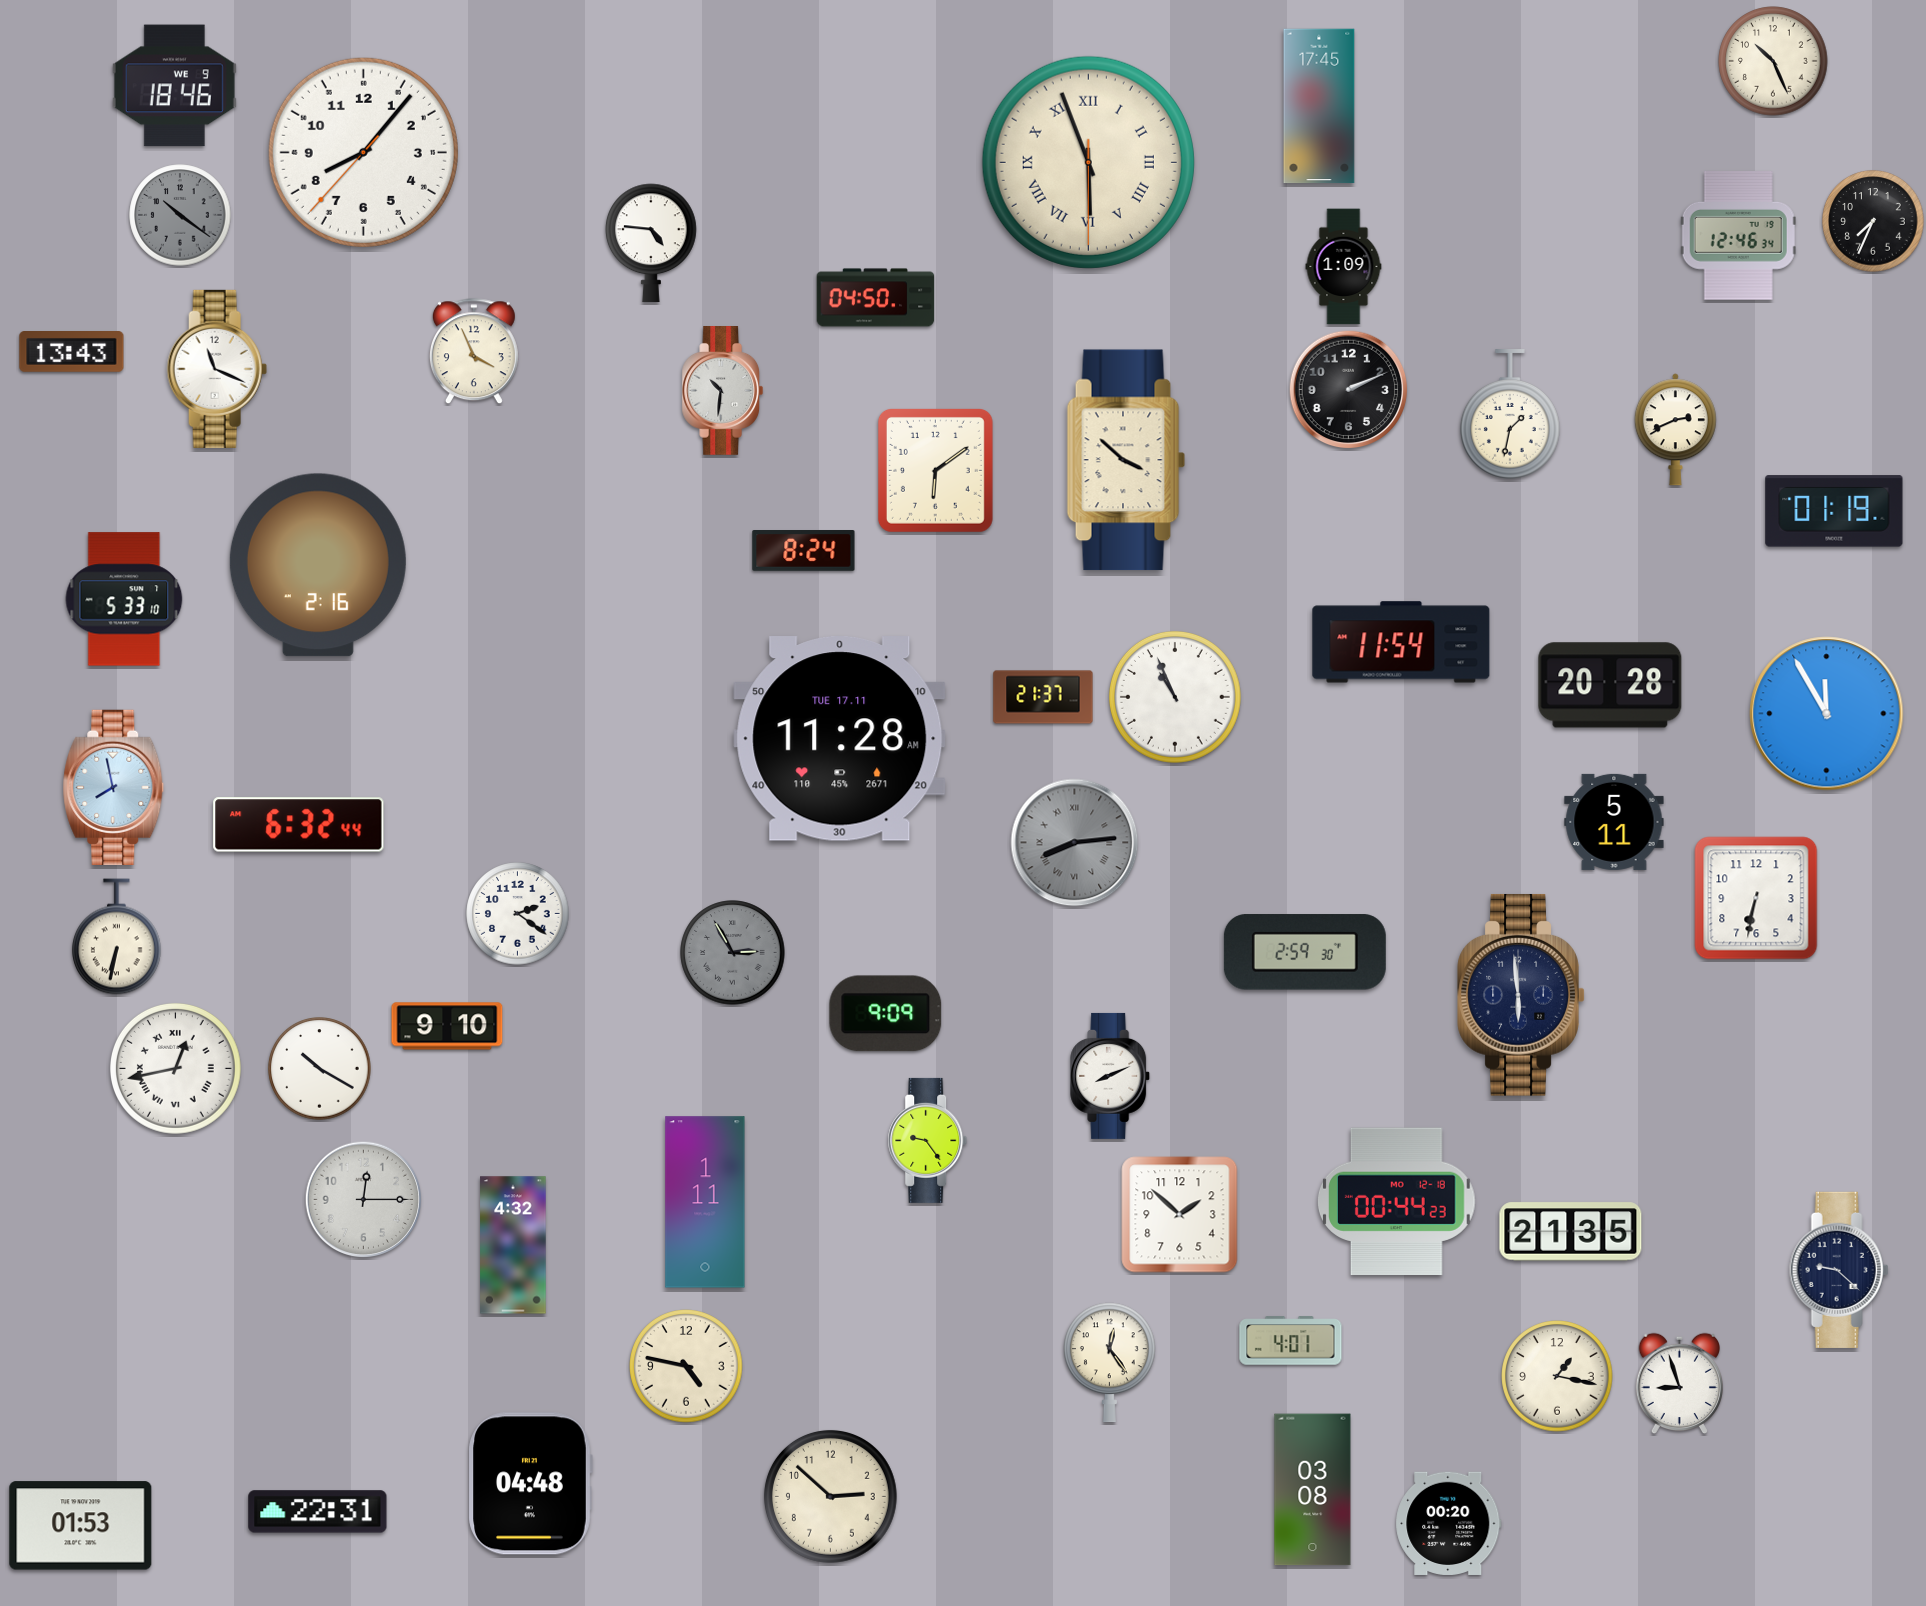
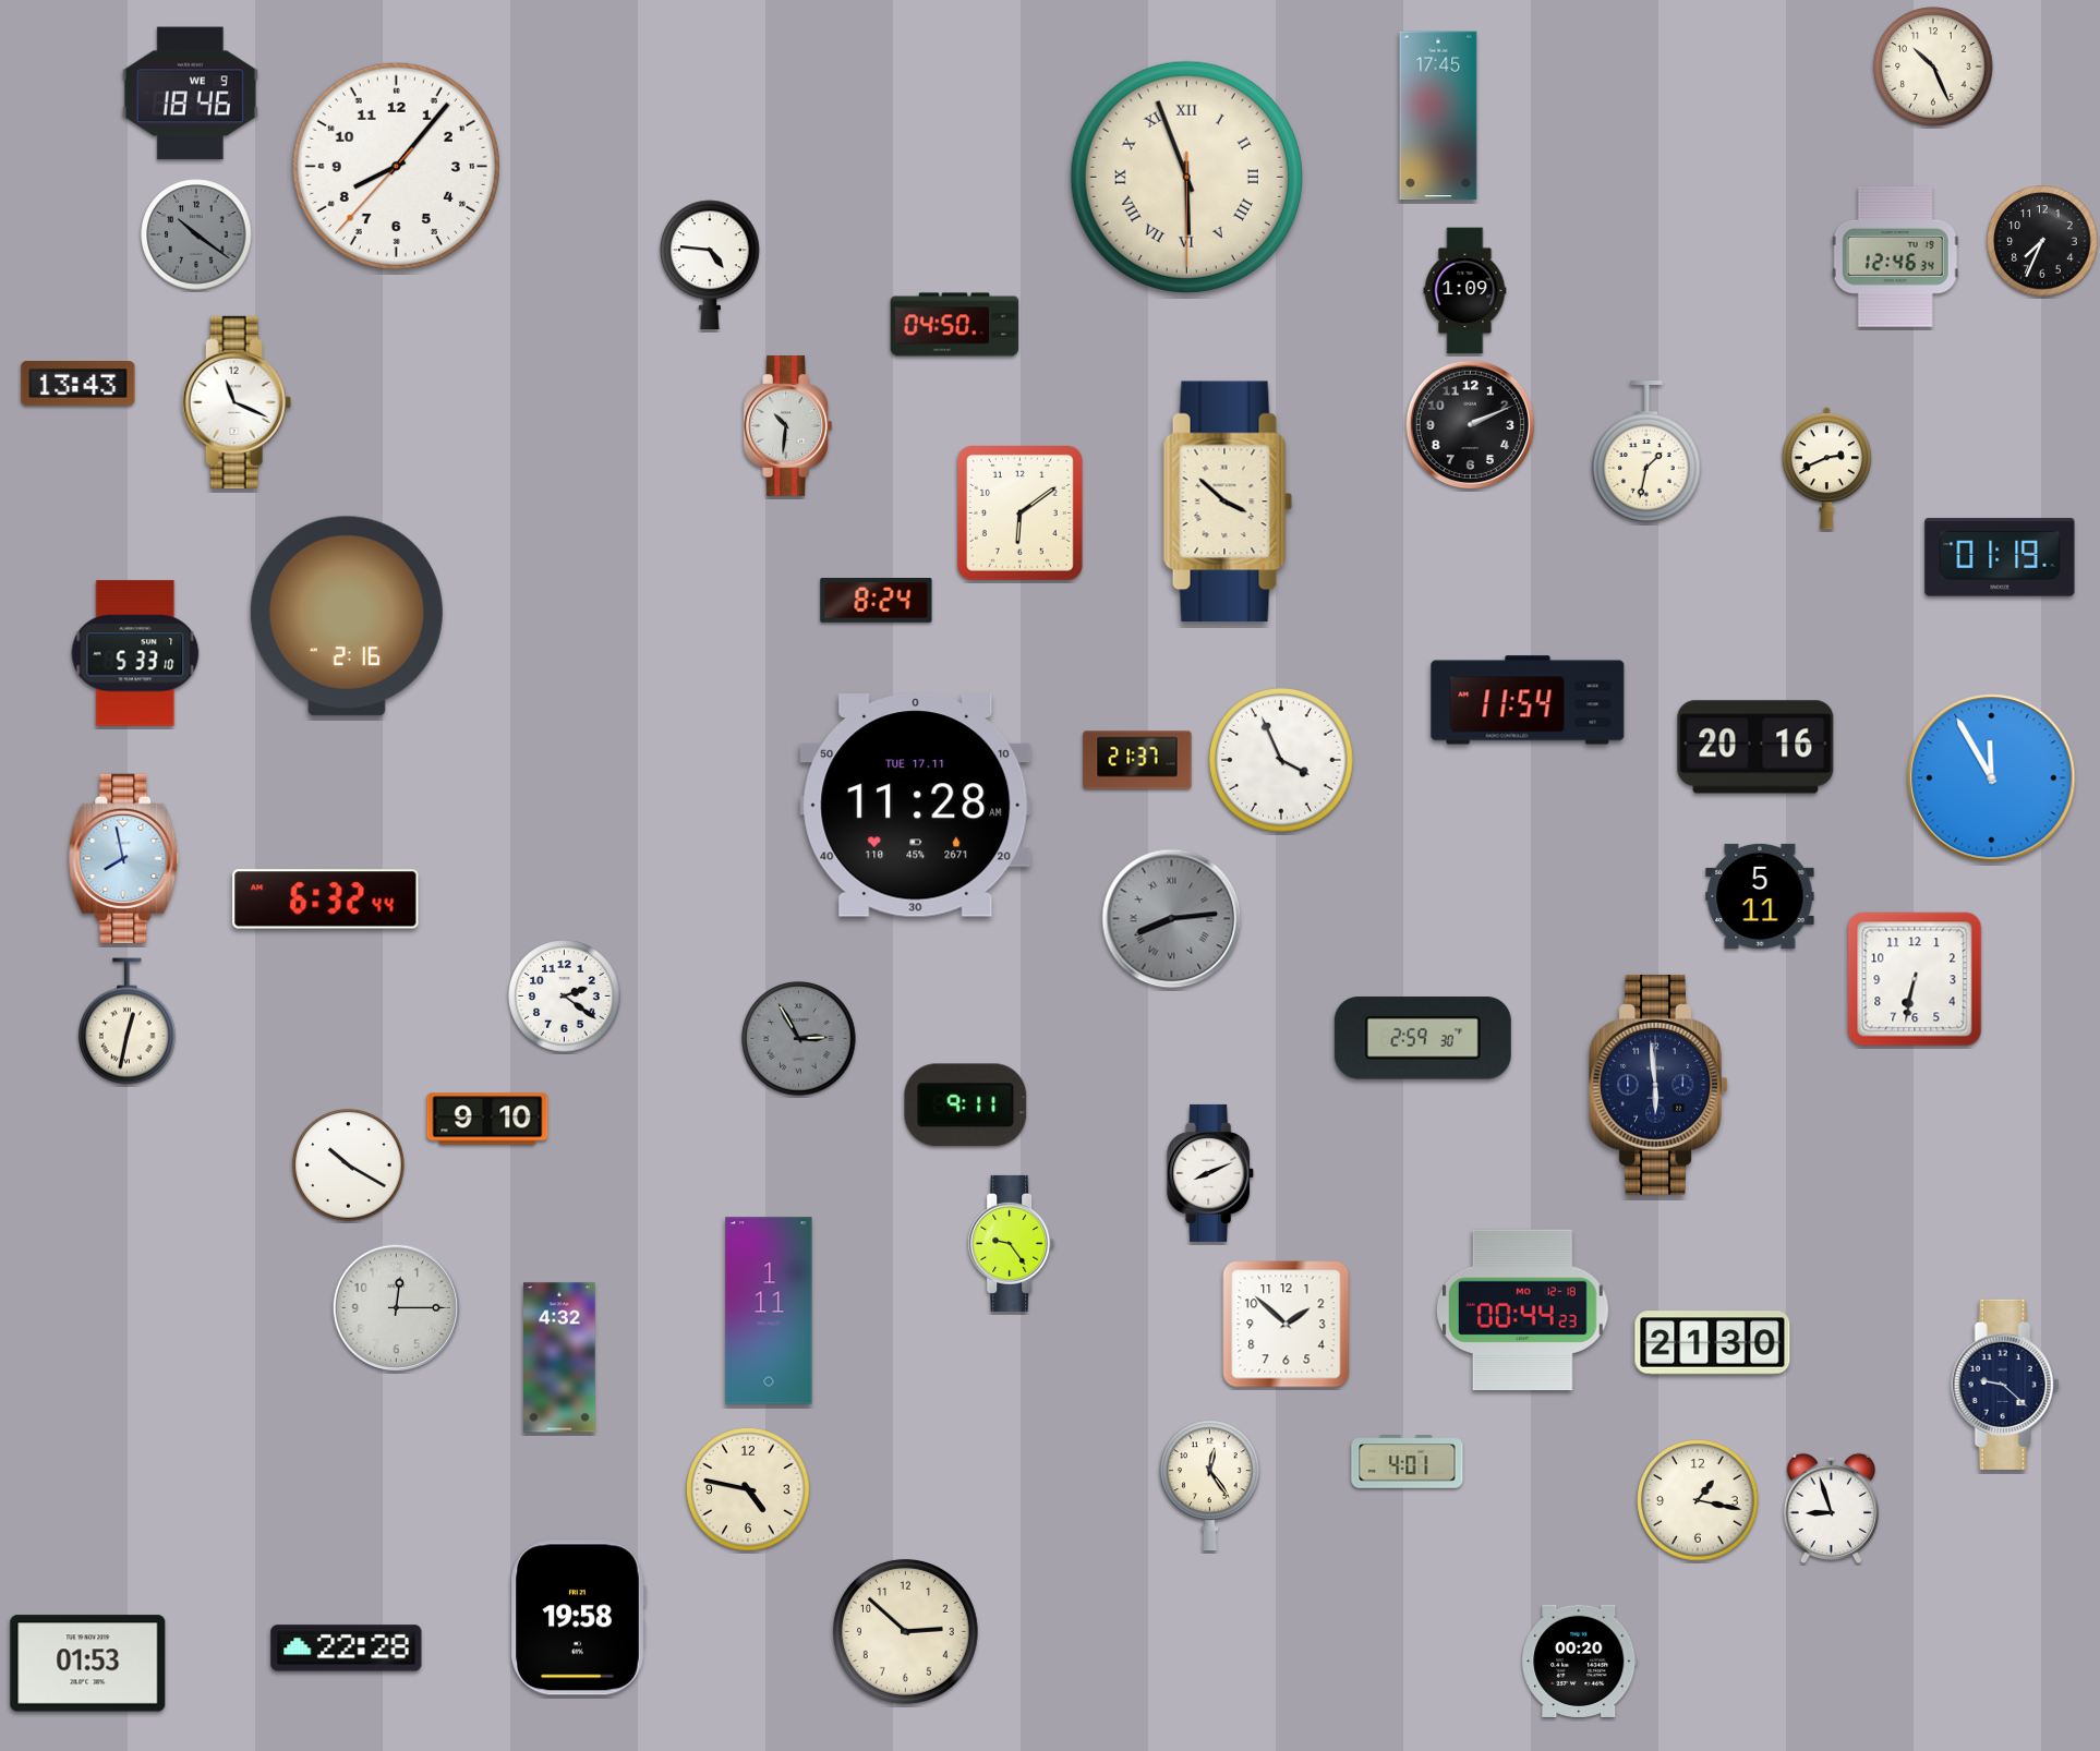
clock at (474, 352): 3:56 -> none
clock at (1610, 685): 20:28 -> 20:16
clock at (1175, 697): 10:56 -> 3:56
clock at (117, 937): 6:32 -> 12:32
clock at (886, 1014): 9:09 -> 9:11
clock at (175, 1068): 12:43 -> none
clock at (1571, 1232): 21:35 -> 21:30
clock at (530, 1484): 04:48 -> 19:58
clock at (1313, 1490): 03:08 -> none
clock at (318, 1512): 22:31 -> 22:28
